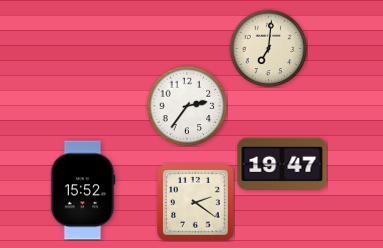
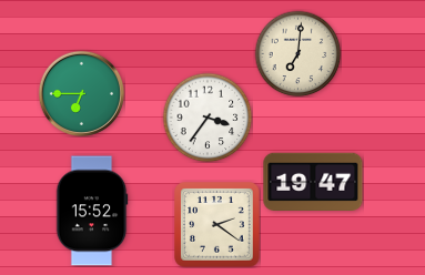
clock at (81, 93): none -> 6:45
clock at (187, 106): 2:36 -> 3:36
